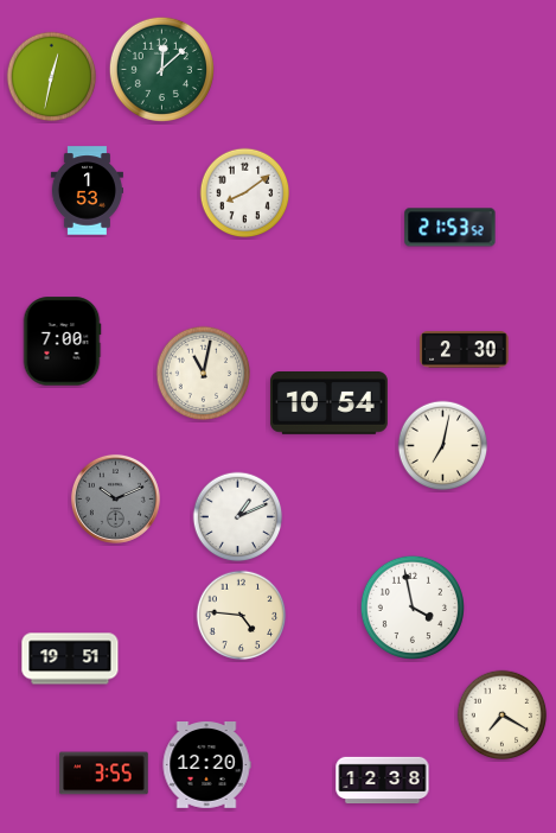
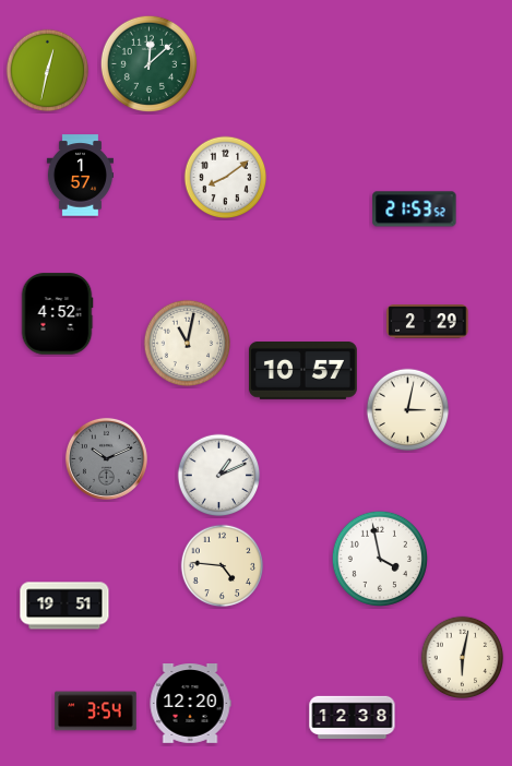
clock at (87, 191): 1:53 -> 1:57
clock at (62, 342): 7:00 -> 4:52
clock at (465, 350): 2:30 -> 2:29
clock at (328, 403): 10:54 -> 10:57
clock at (443, 446): 7:02 -> 3:02
clock at (503, 716): 7:20 -> 6:02
clock at (104, 774): 3:55 -> 3:54
